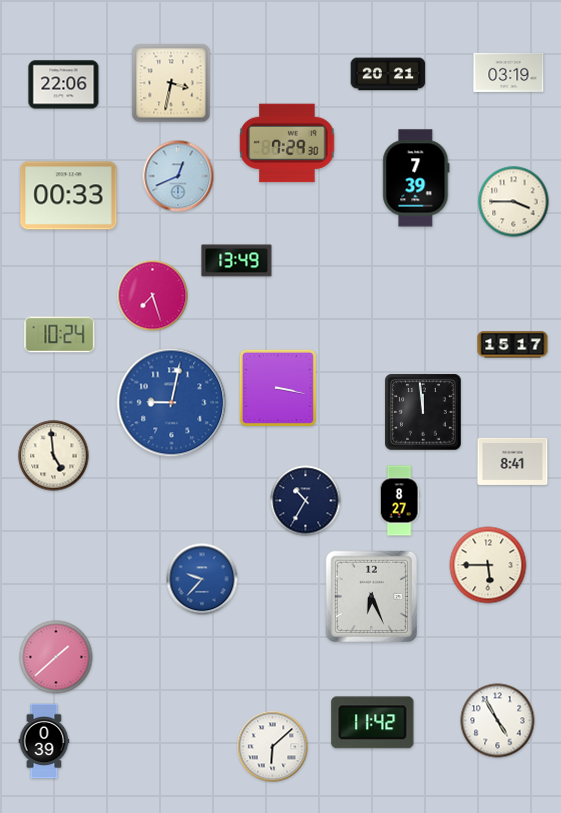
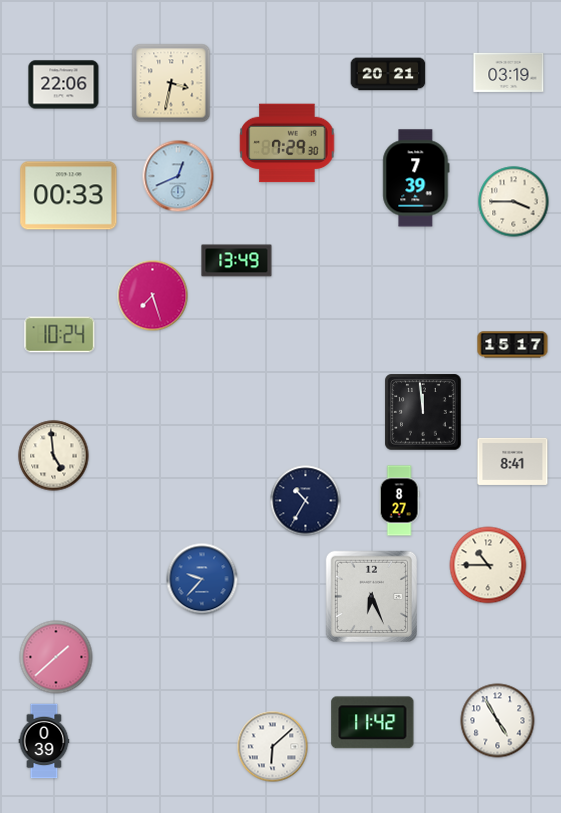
clock at (278, 388): 3:17 -> none
clock at (172, 403): 9:02 -> none
clock at (488, 565): 5:45 -> 10:45
